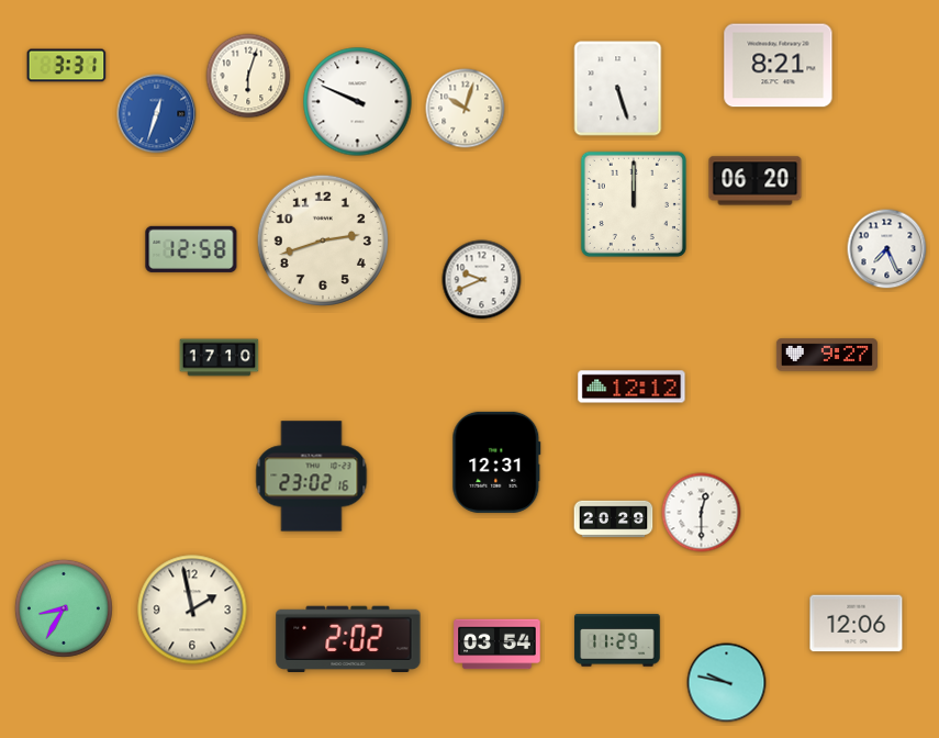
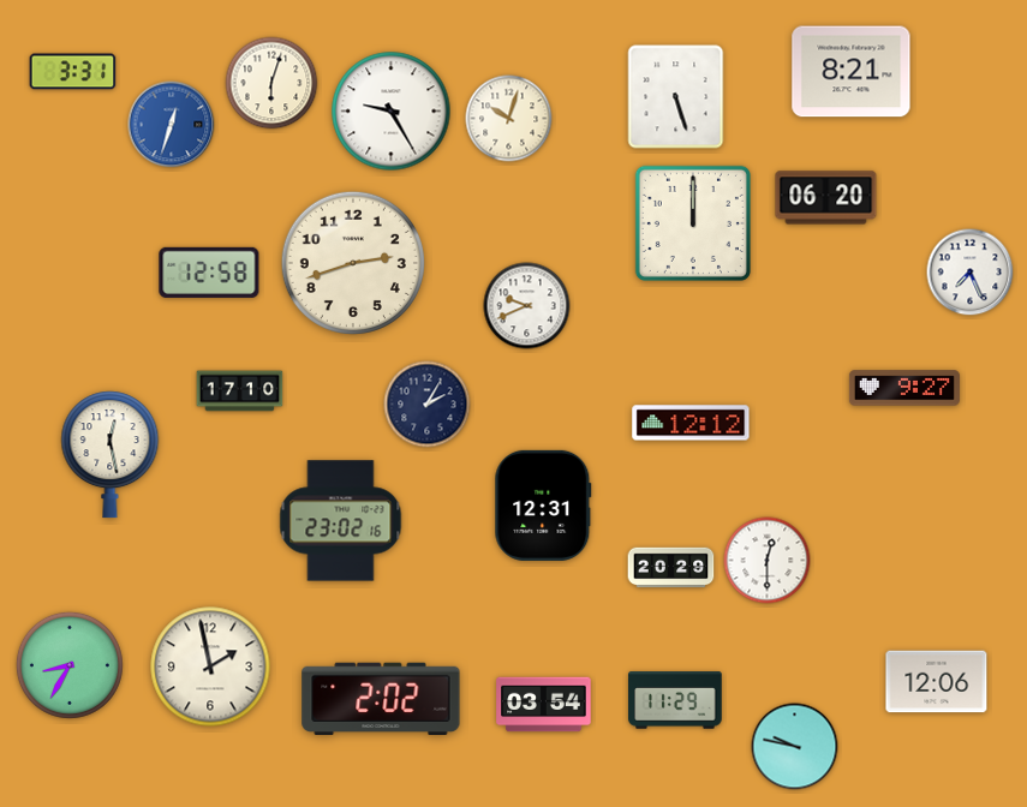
clock at (358, 102): 9:49 -> 9:25
clock at (428, 405): none -> 2:05
clock at (111, 455): none -> 12:28
